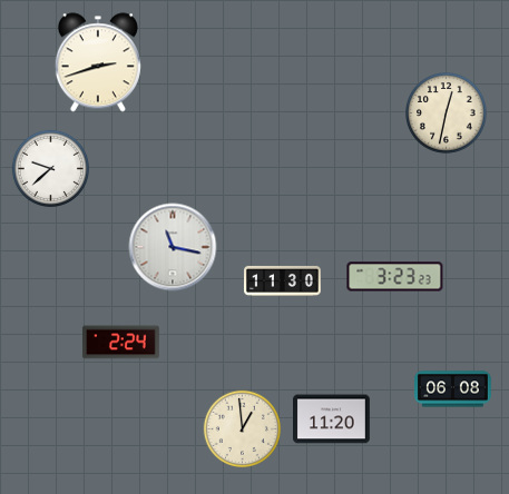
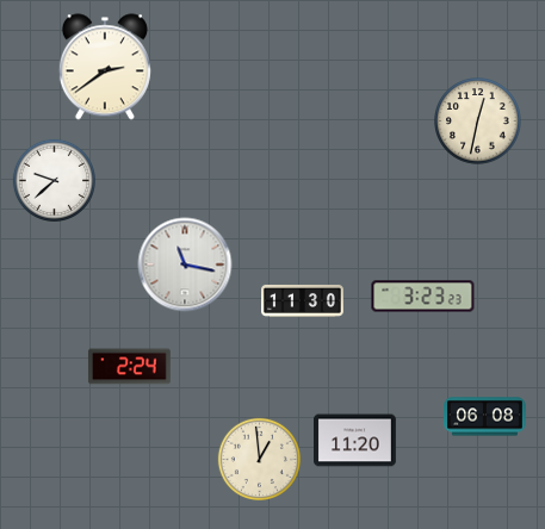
clock at (98, 62): 2:42 -> 2:39
clock at (332, 419) position: (332, 419) -> (355, 441)
